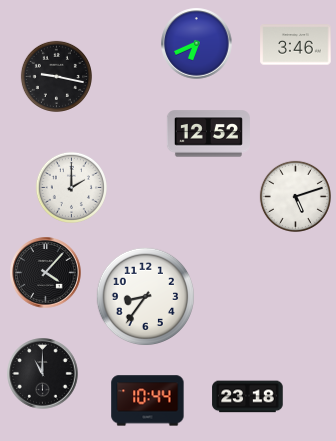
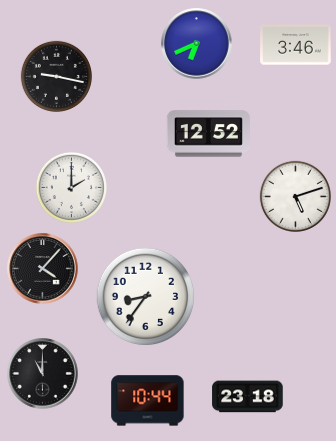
clock at (46, 273) position: (46, 273) -> (43, 269)
